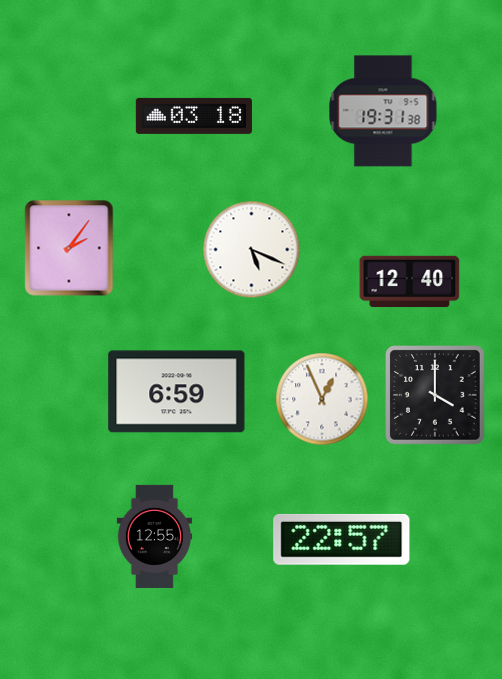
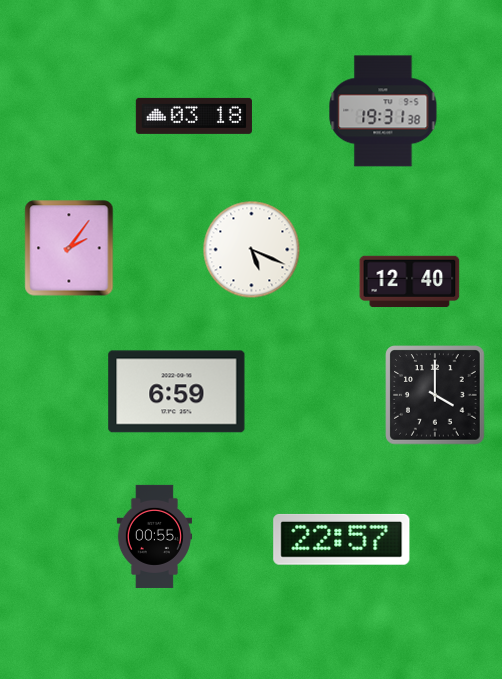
clock at (322, 399): 12:56 -> none
clock at (154, 536): 12:55 -> 00:55
